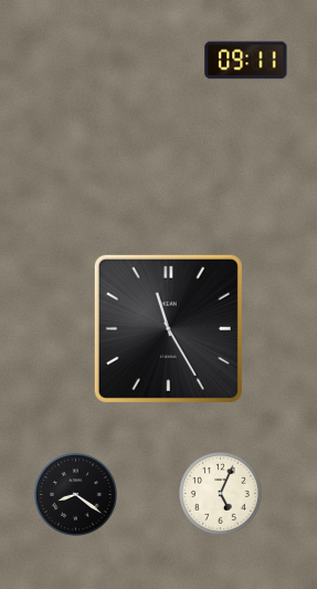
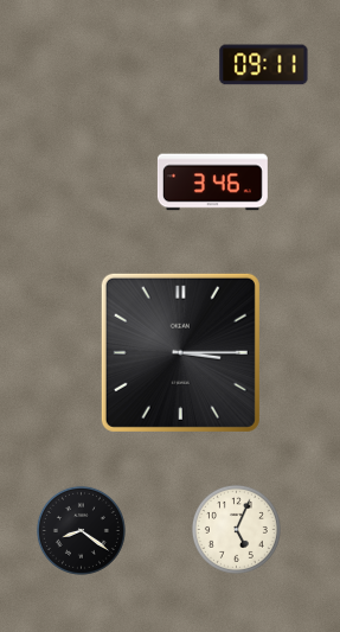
clock at (212, 183): none -> 3:46
clock at (168, 328): 11:25 -> 3:15
